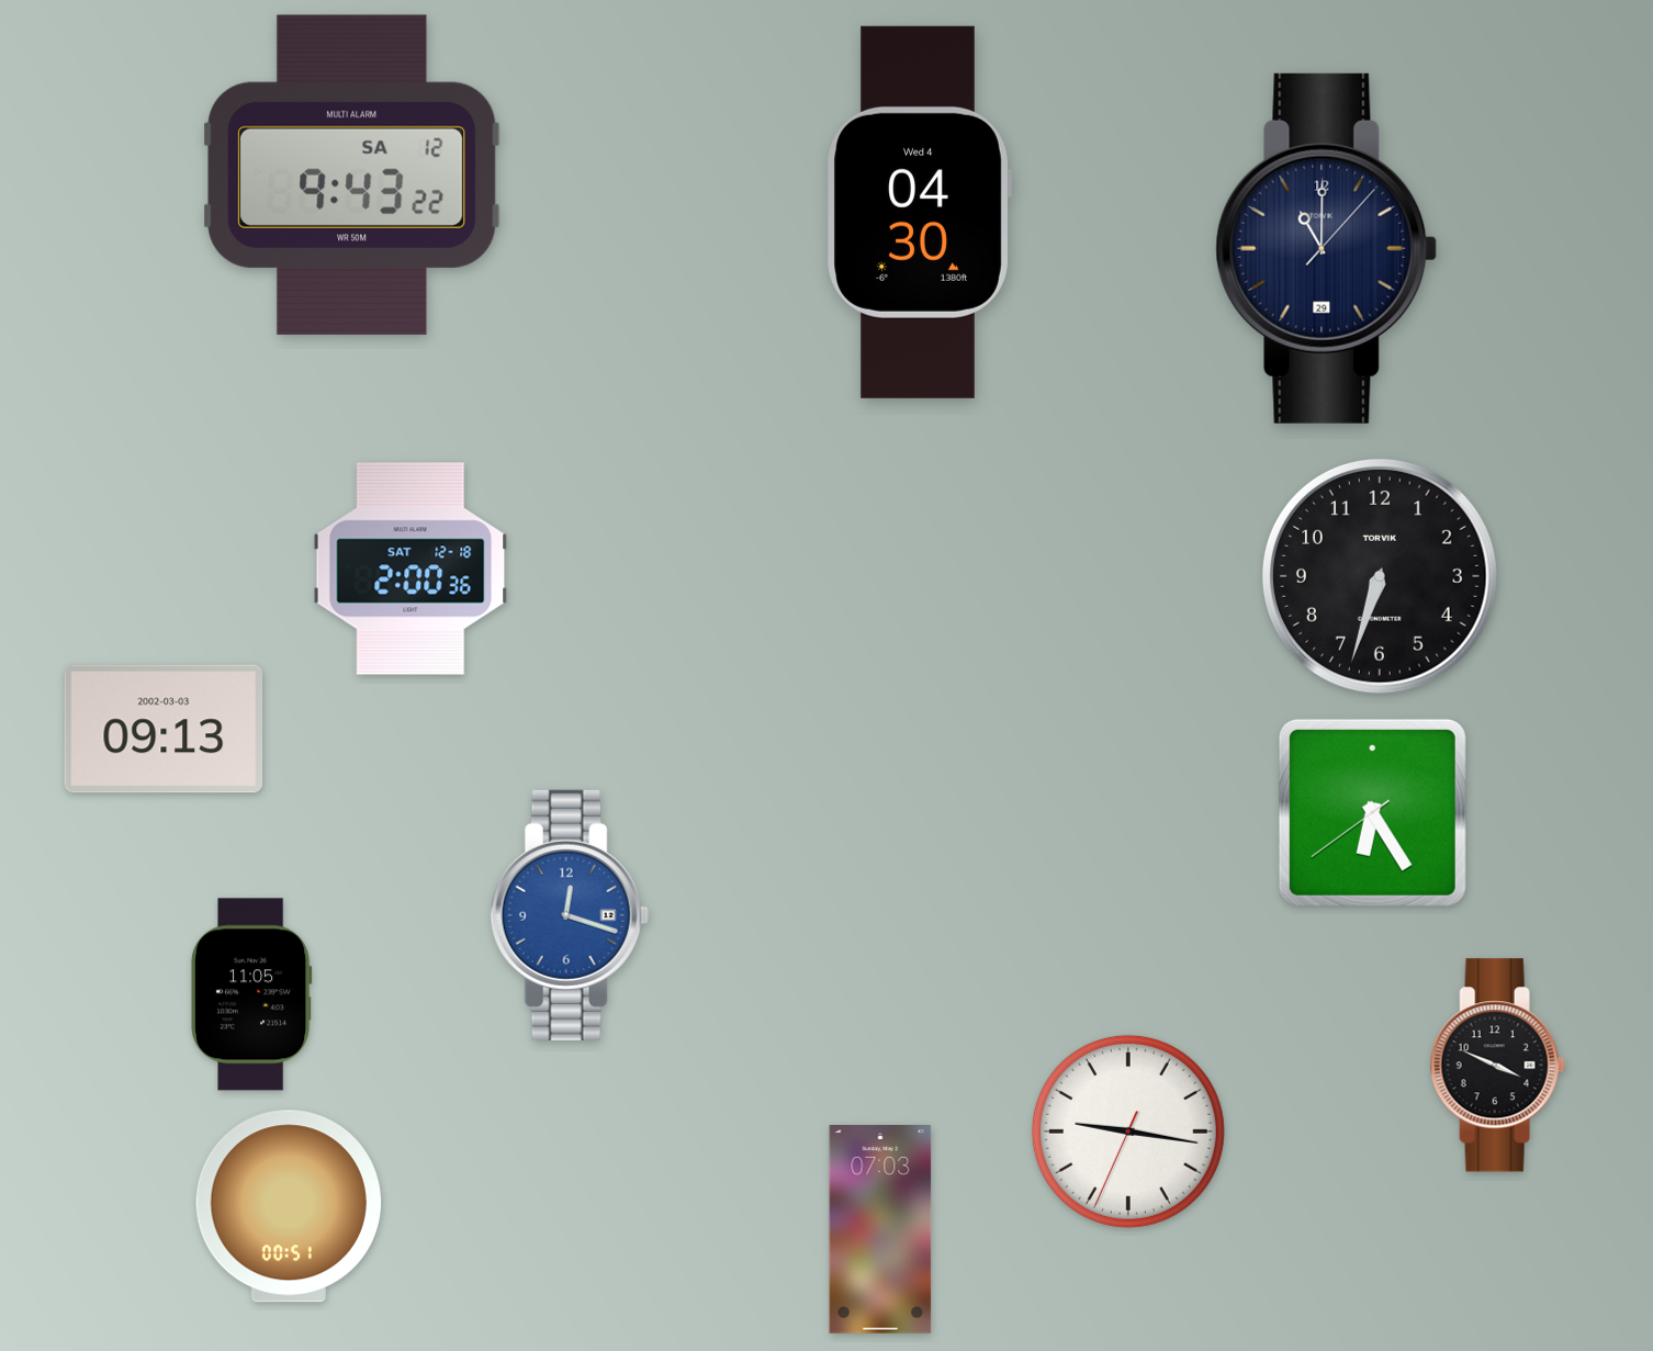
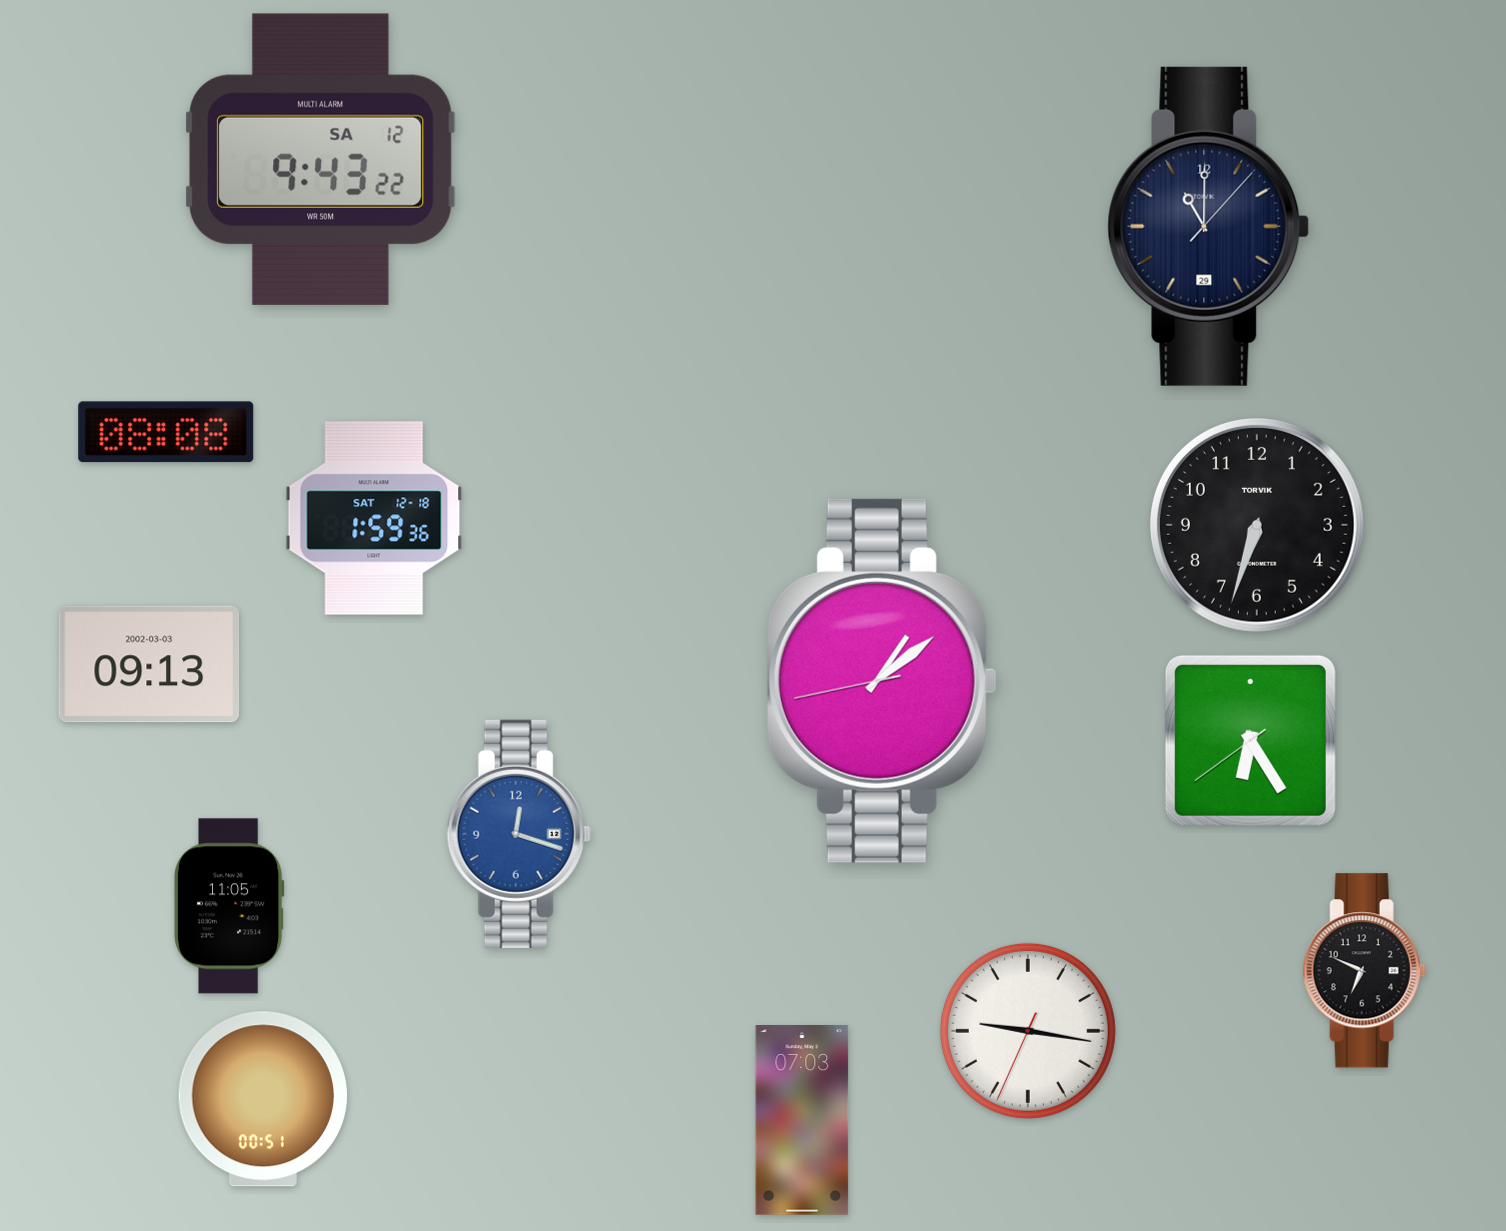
clock at (919, 212): 04:30 -> none
clock at (166, 432): none -> 08:08
clock at (411, 568): 2:00 -> 1:59
clock at (882, 681): none -> 1:08
clock at (1497, 1066): 3:49 -> 6:49
